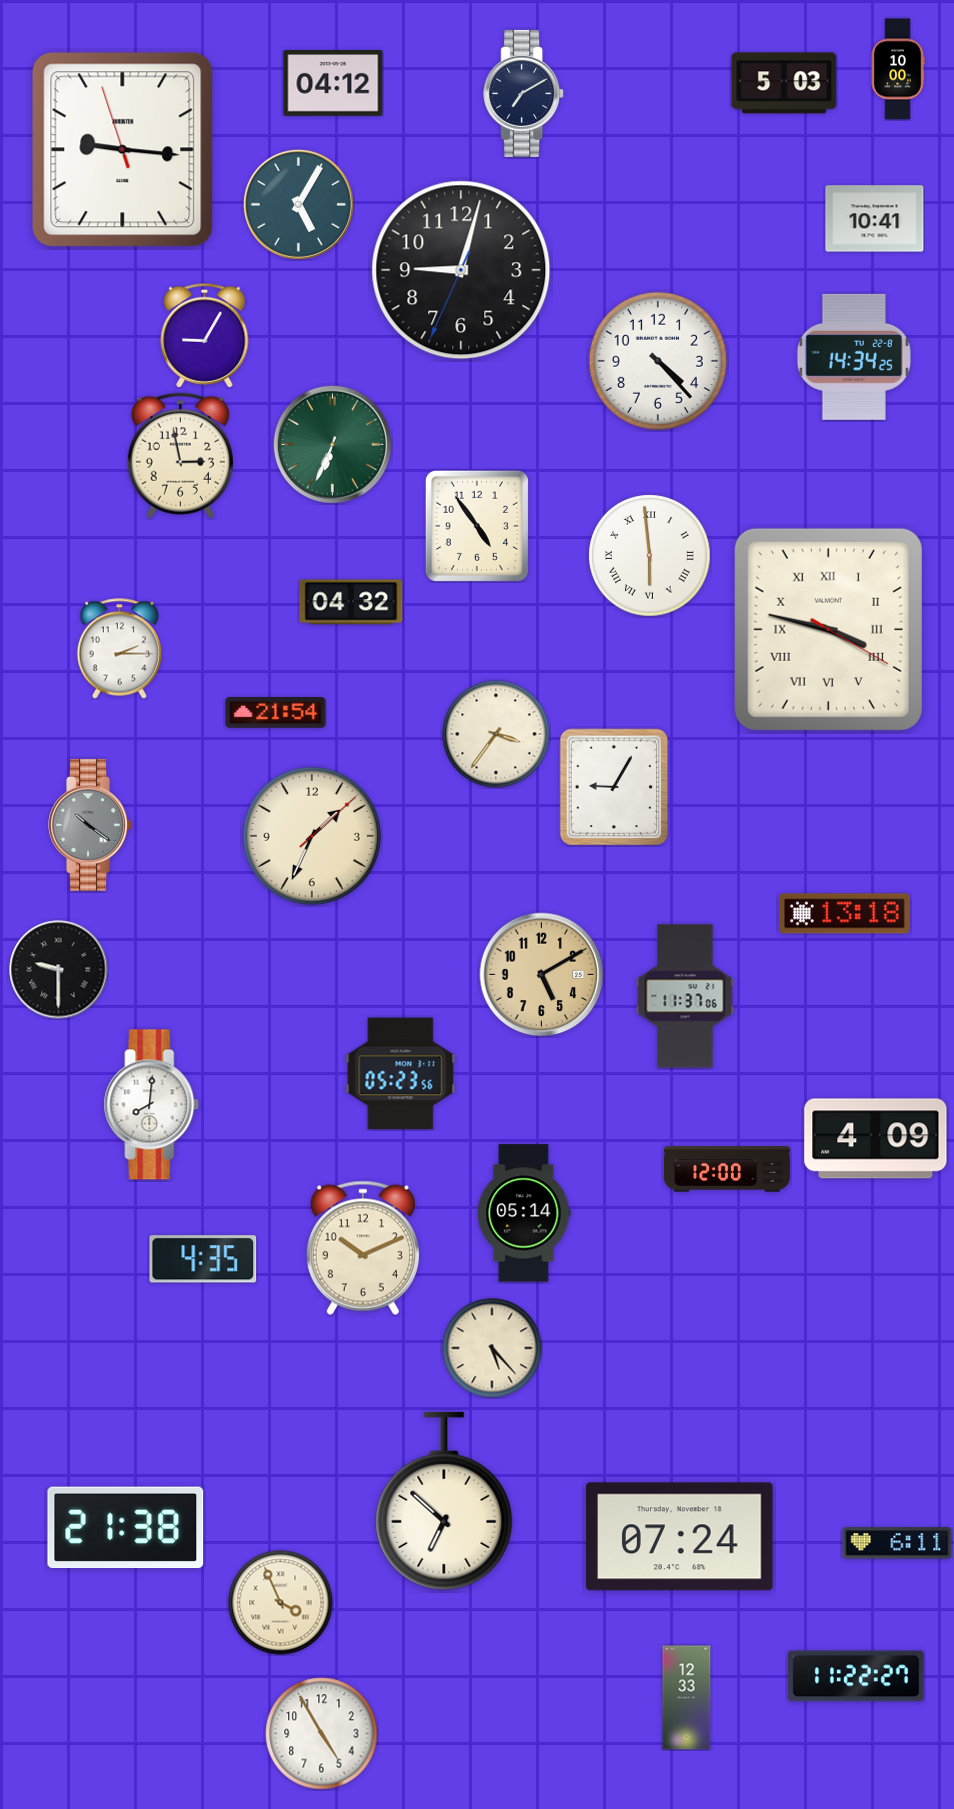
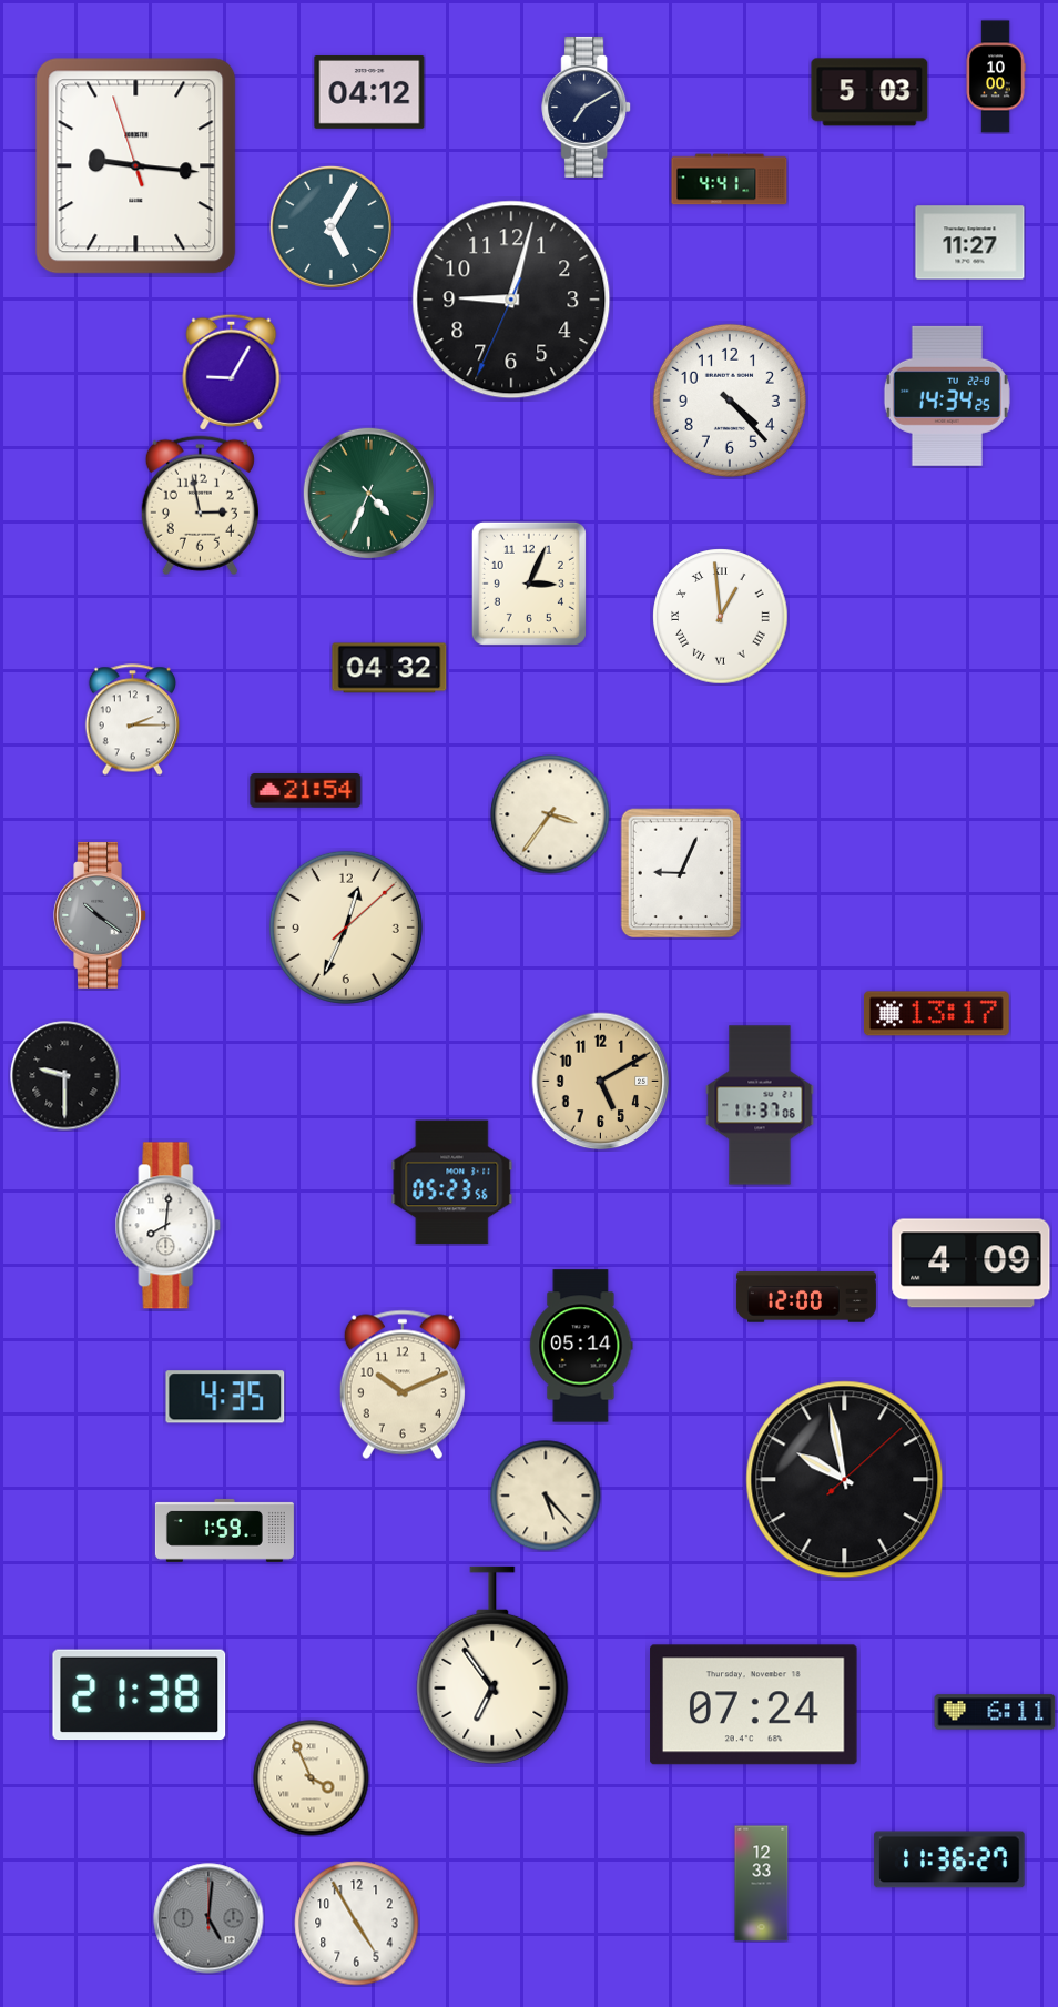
clock at (524, 93) position: (524, 93) -> (587, 107)
clock at (730, 180): none -> 4:41
clock at (875, 219): 10:41 -> 11:27
clock at (205, 335) position: (205, 335) -> (232, 372)
clock at (332, 444): 6:34 -> 4:34
clock at (477, 526): 4:54 -> 3:04
clock at (650, 556): 5:59 -> 12:59
clock at (828, 629): 3:47 -> none
clock at (614, 787): 9:05 -> 9:04
clock at (312, 836): 1:34 -> 12:34
clock at (845, 914): 13:18 -> 13:17
clock at (401, 1074) position: (401, 1074) -> (452, 1183)
clock at (845, 1480): none -> 9:58
clock at (224, 1530): none -> 1:59
clock at (444, 1501): 6:52 -> 6:54
clock at (856, 1676): 11:22 -> 11:36
clock at (208, 1918): none -> 5:01
